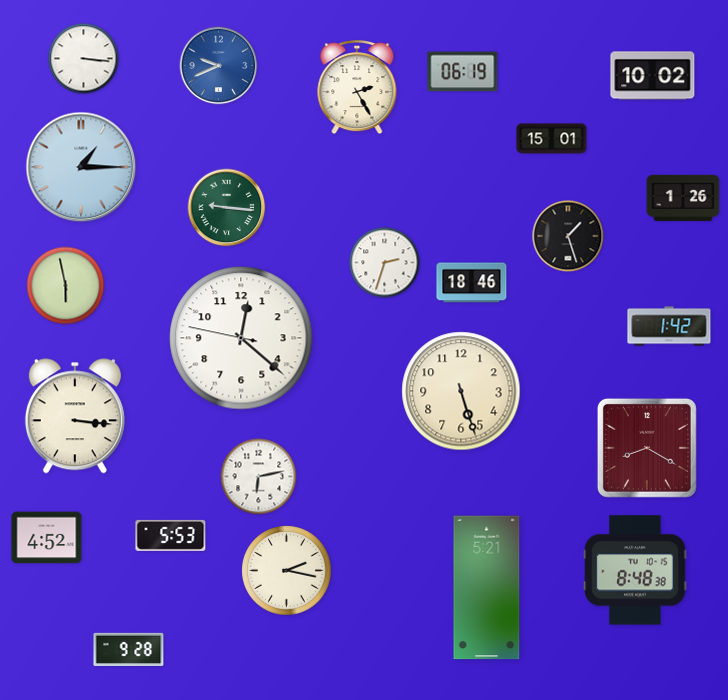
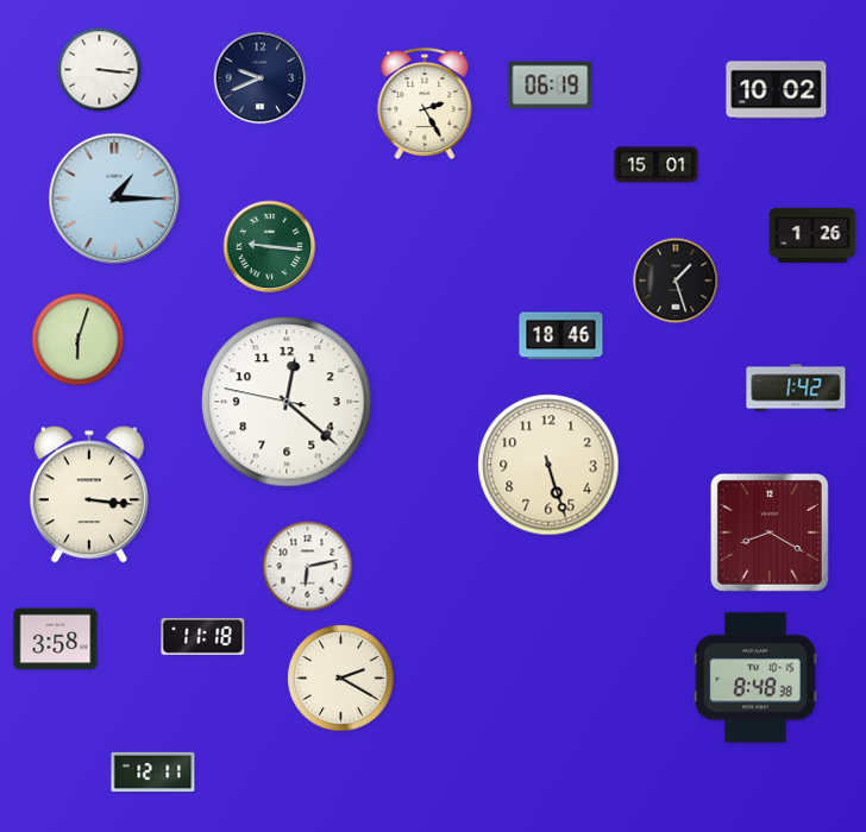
clock at (219, 66) dial: blue -> navy
clock at (81, 167) position: (81, 167) -> (114, 198)
clock at (385, 263): 2:33 -> none
clock at (66, 286): 5:58 -> 6:03
clock at (171, 535): 5:53 -> 11:18
clock at (47, 538): 4:52 -> 3:58
clock at (287, 571): 2:17 -> 2:20
clock at (487, 588): 5:21 -> none
clock at (129, 649): 9:28 -> 12:11
